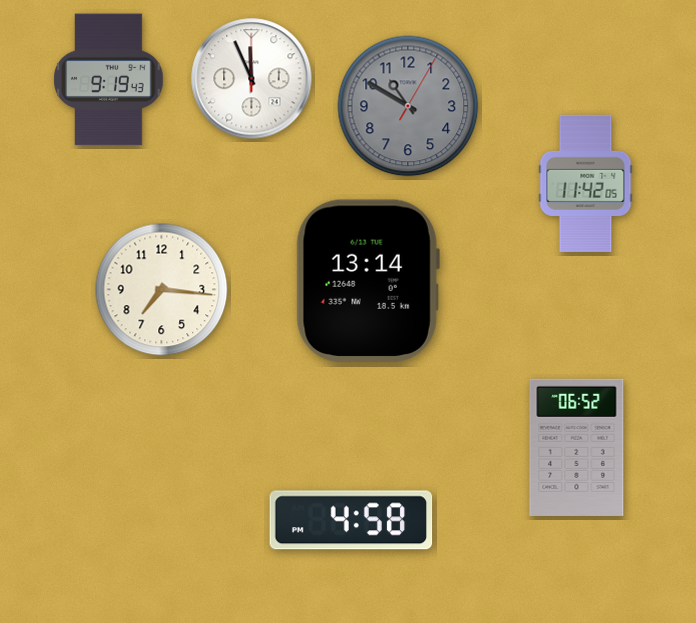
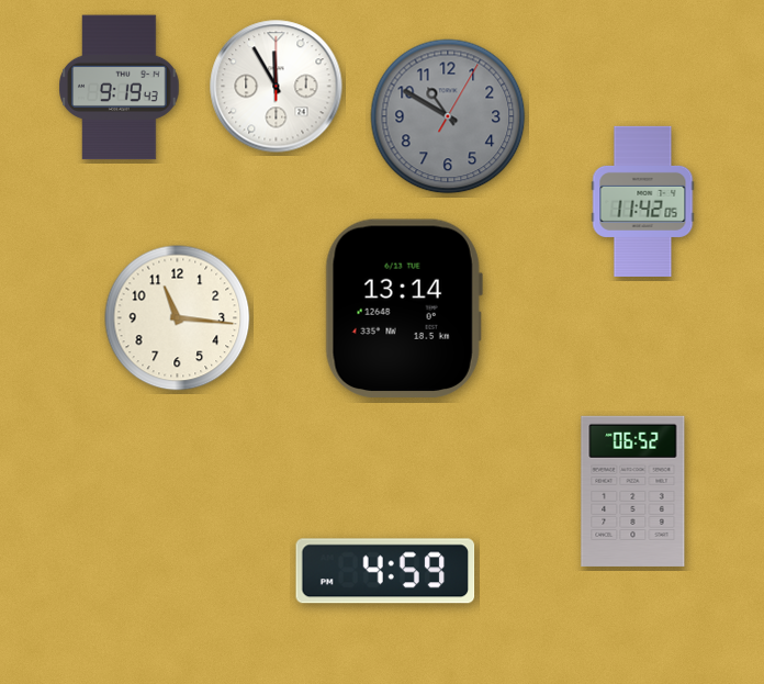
clock at (252, 79): 11:56 -> 11:55
clock at (162, 290): 7:16 -> 11:16
clock at (351, 520): 4:58 -> 4:59
